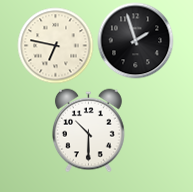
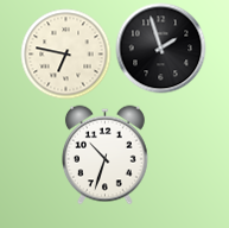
clock at (89, 131): 10:30 -> 10:33
